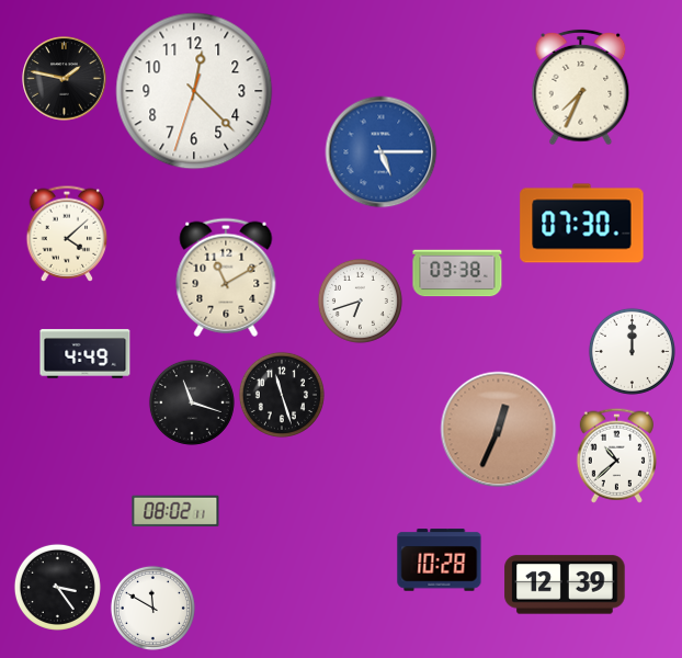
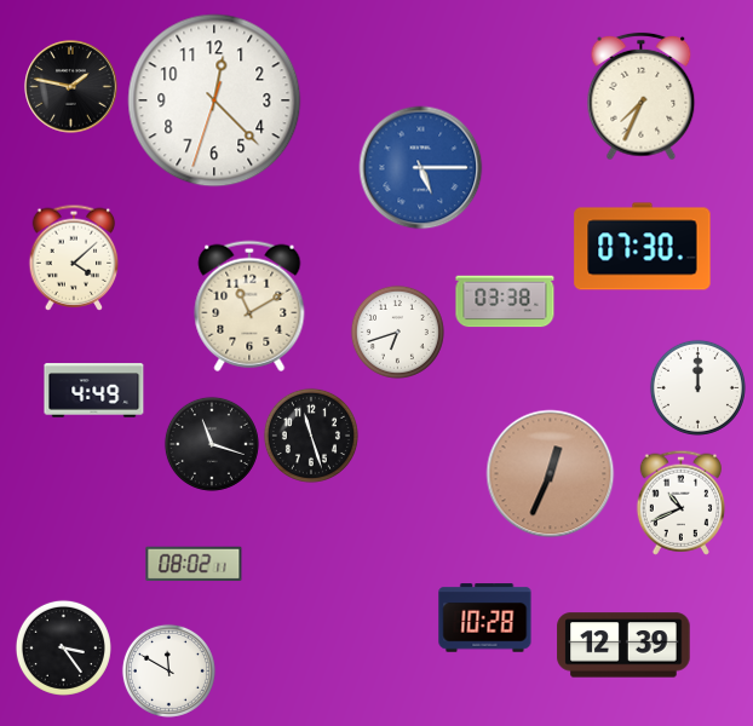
clock at (616, 455): 10:38 -> 10:41
